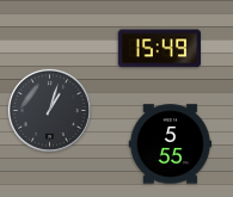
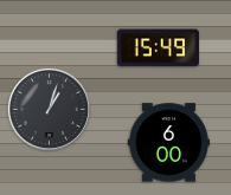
clock at (171, 144): 5:55 -> 6:00
